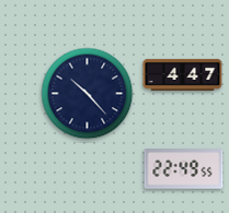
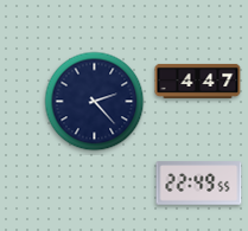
clock at (88, 94): 10:23 -> 2:23
